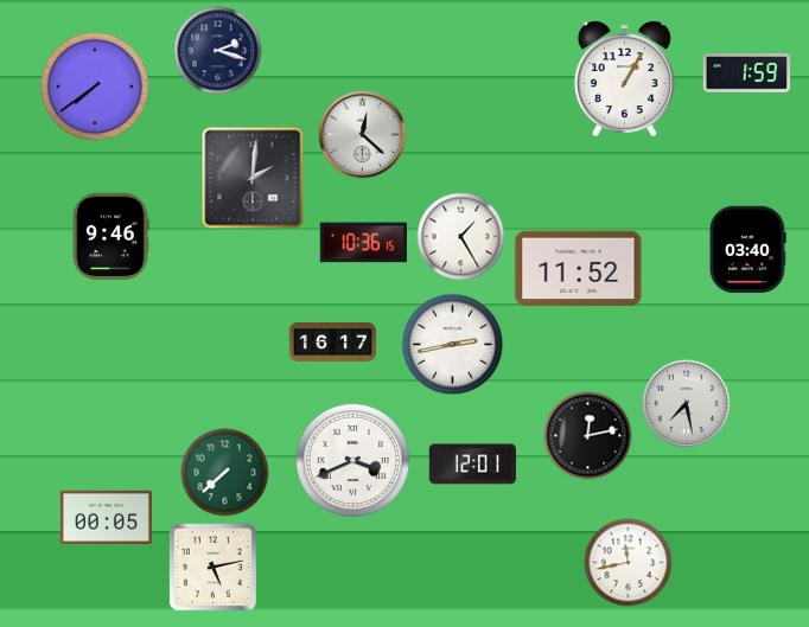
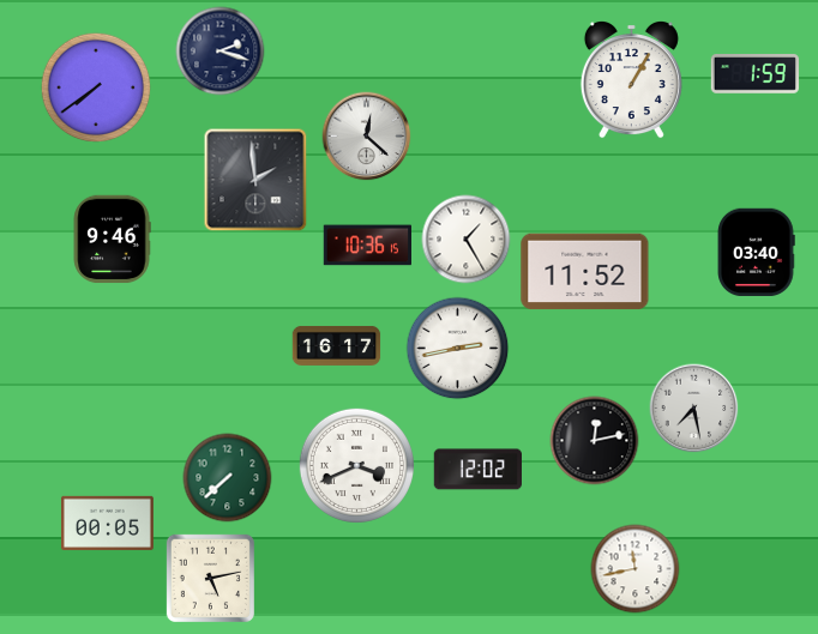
clock at (253, 178): 2:01 -> 1:59
clock at (472, 465): 12:01 -> 12:02
clock at (212, 567) position: (212, 567) -> (210, 578)
